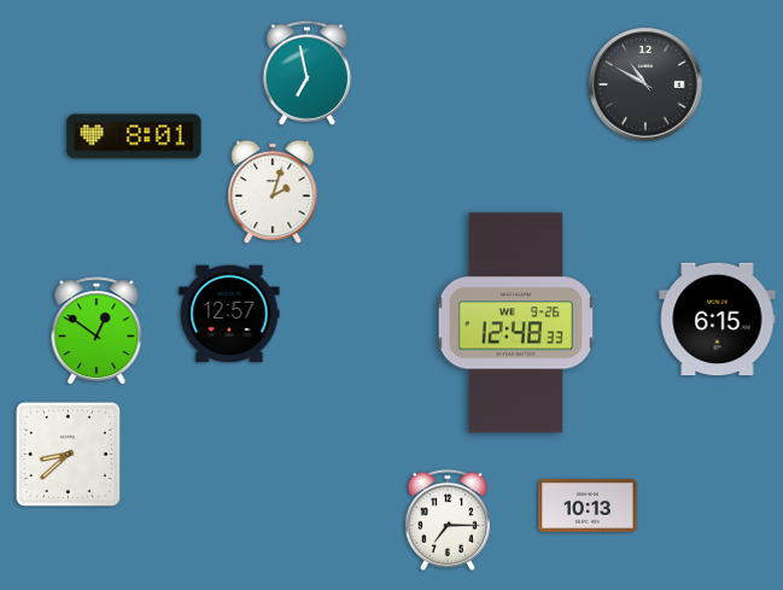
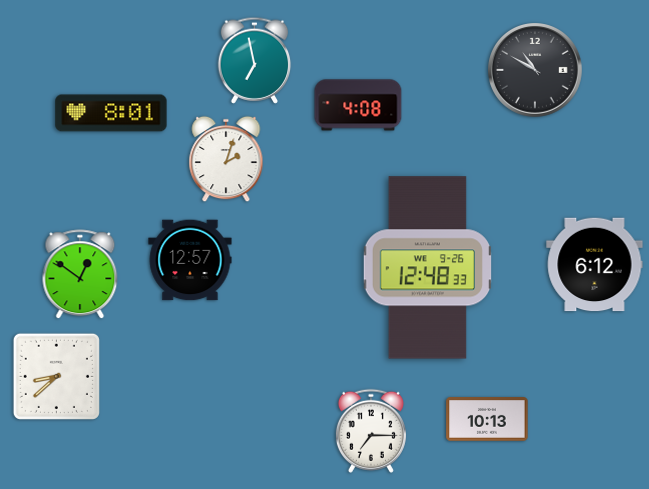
clock at (358, 105): none -> 4:08
clock at (718, 320): 6:15 -> 6:12
